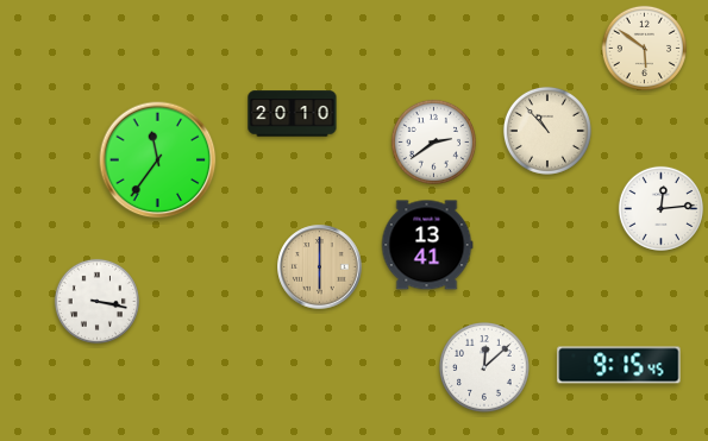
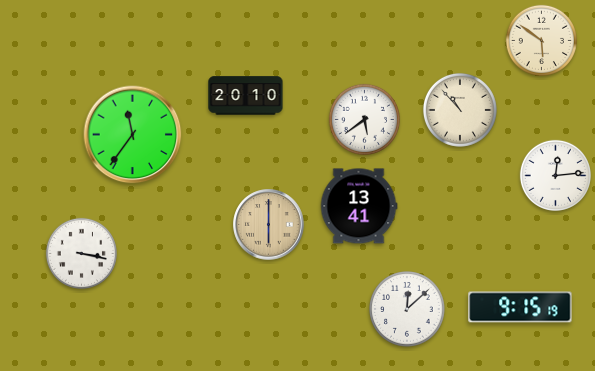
clock at (433, 141): 2:39 -> 5:39
clock at (619, 365): 9:15:45 -> 9:15:19
